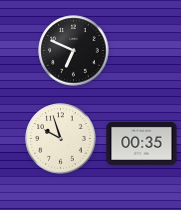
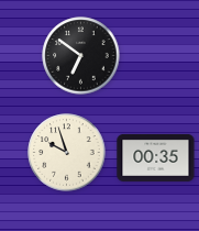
clock at (74, 51): 6:49 -> 6:51
